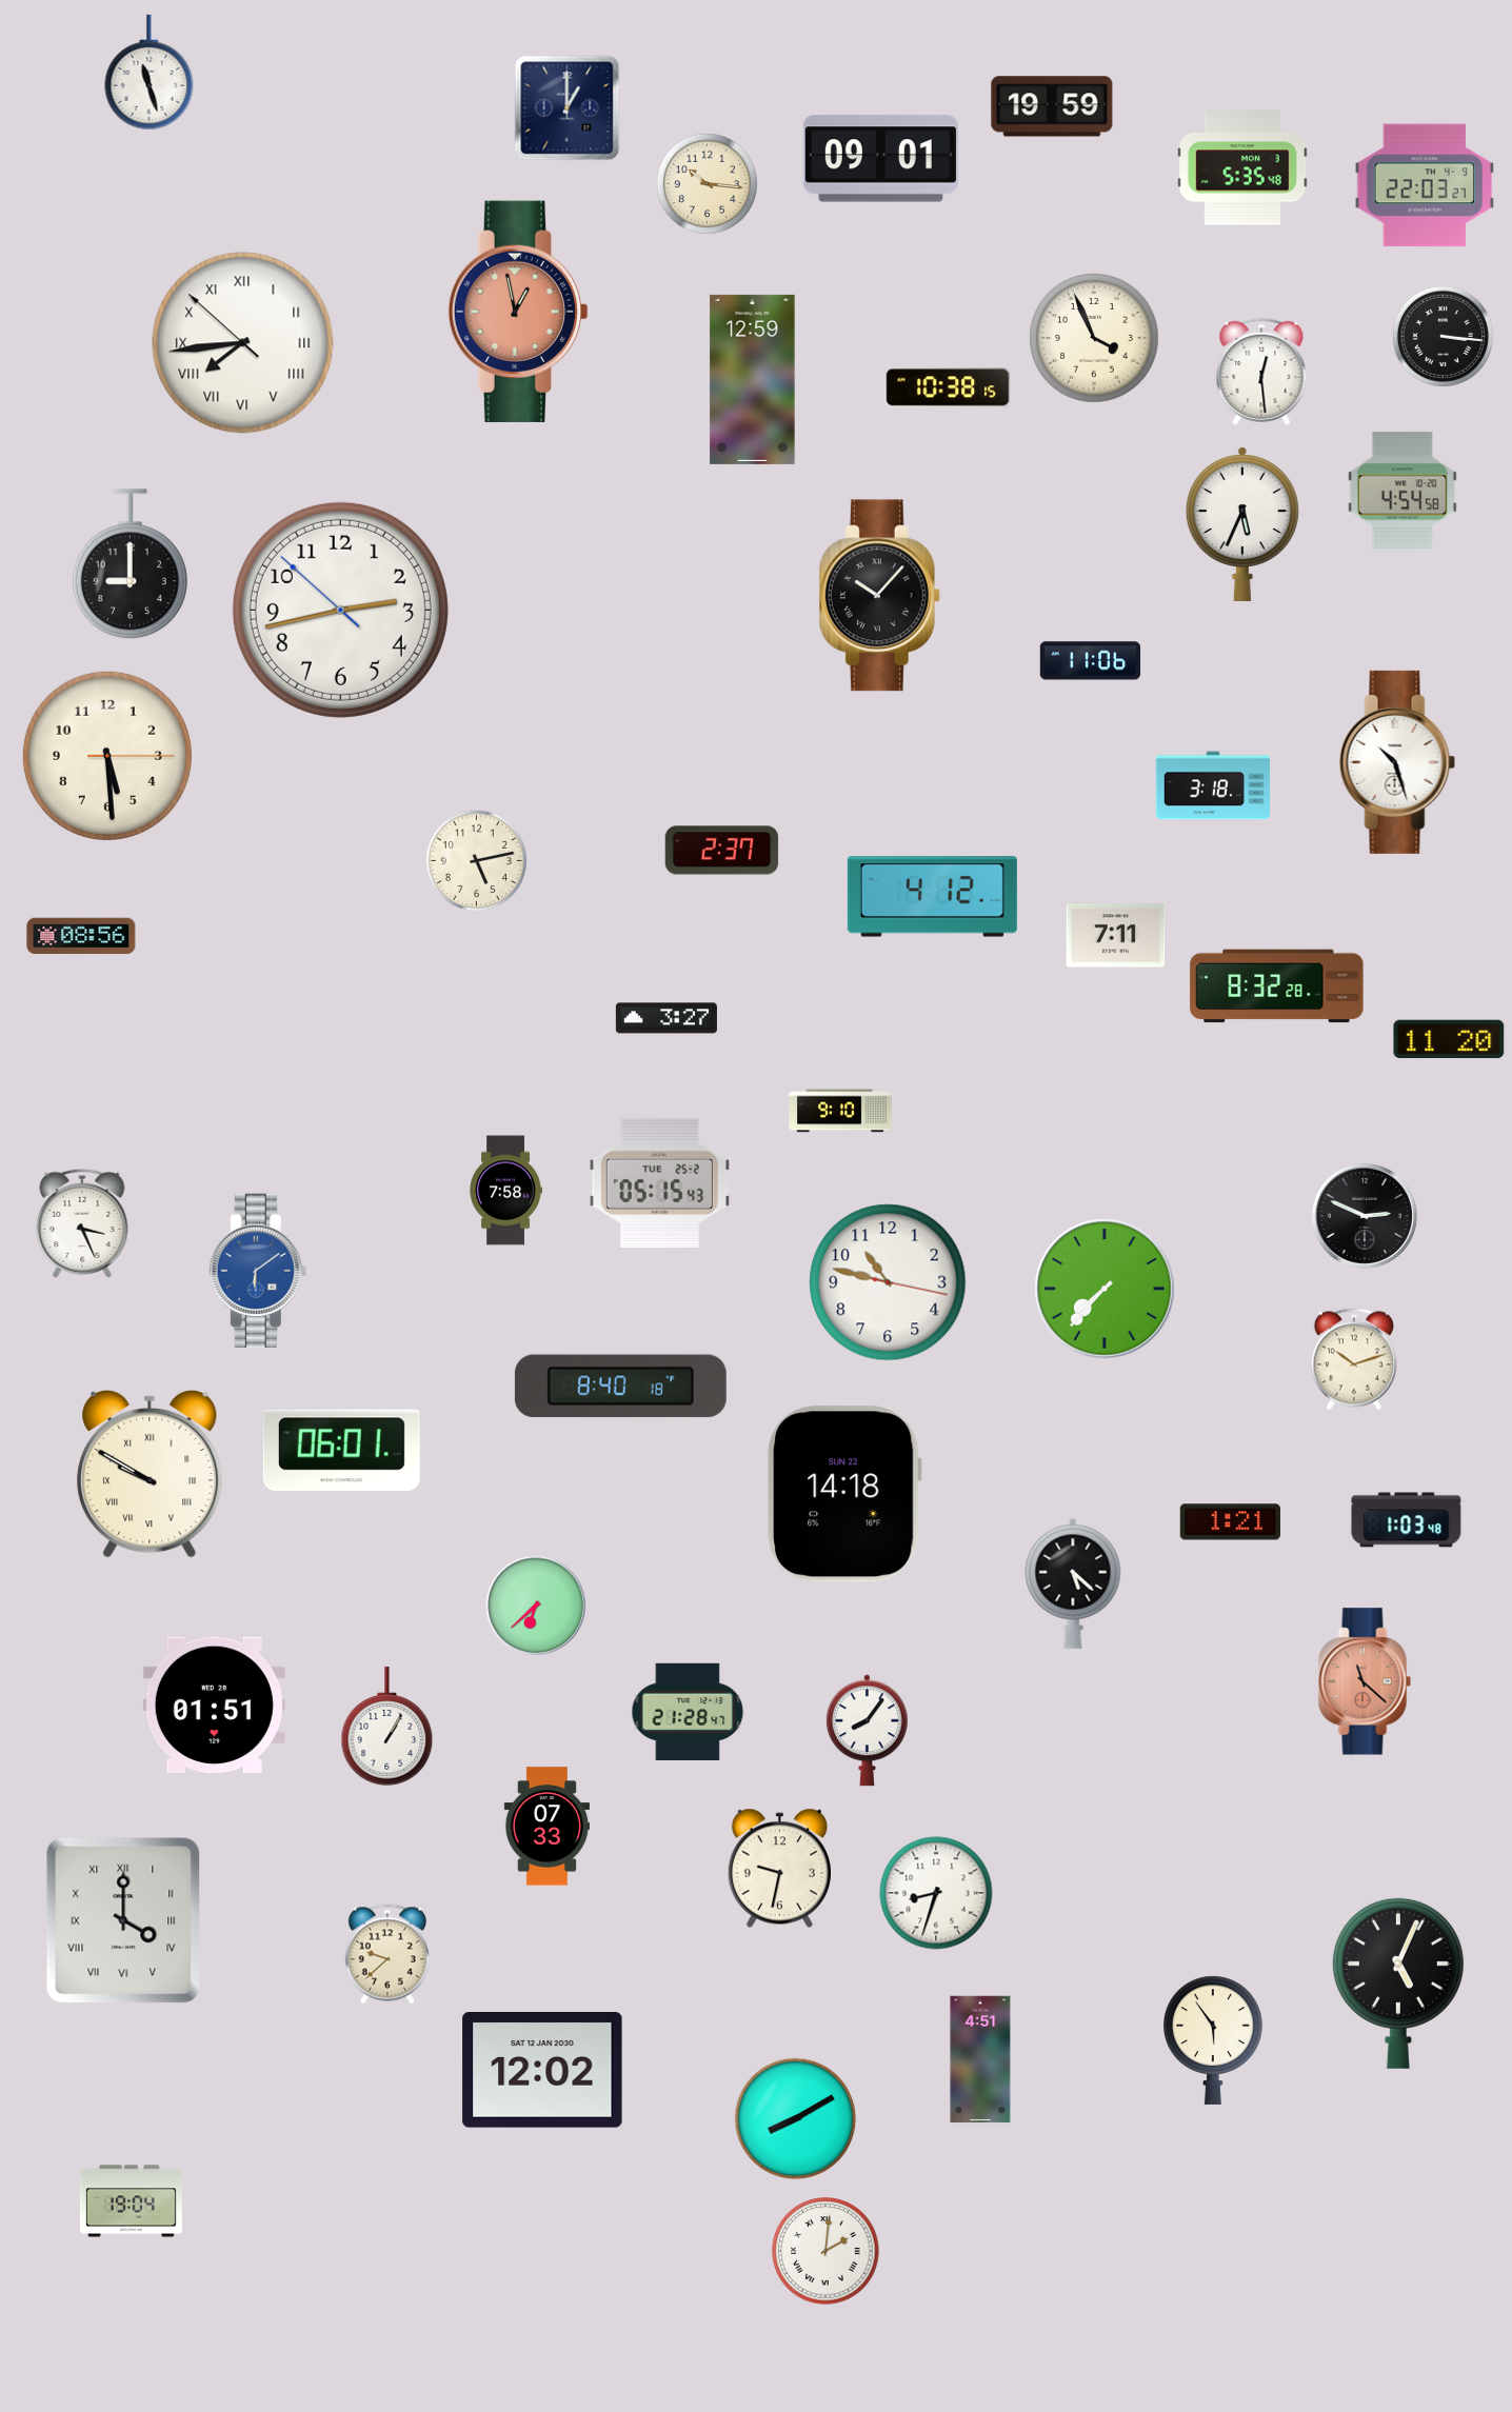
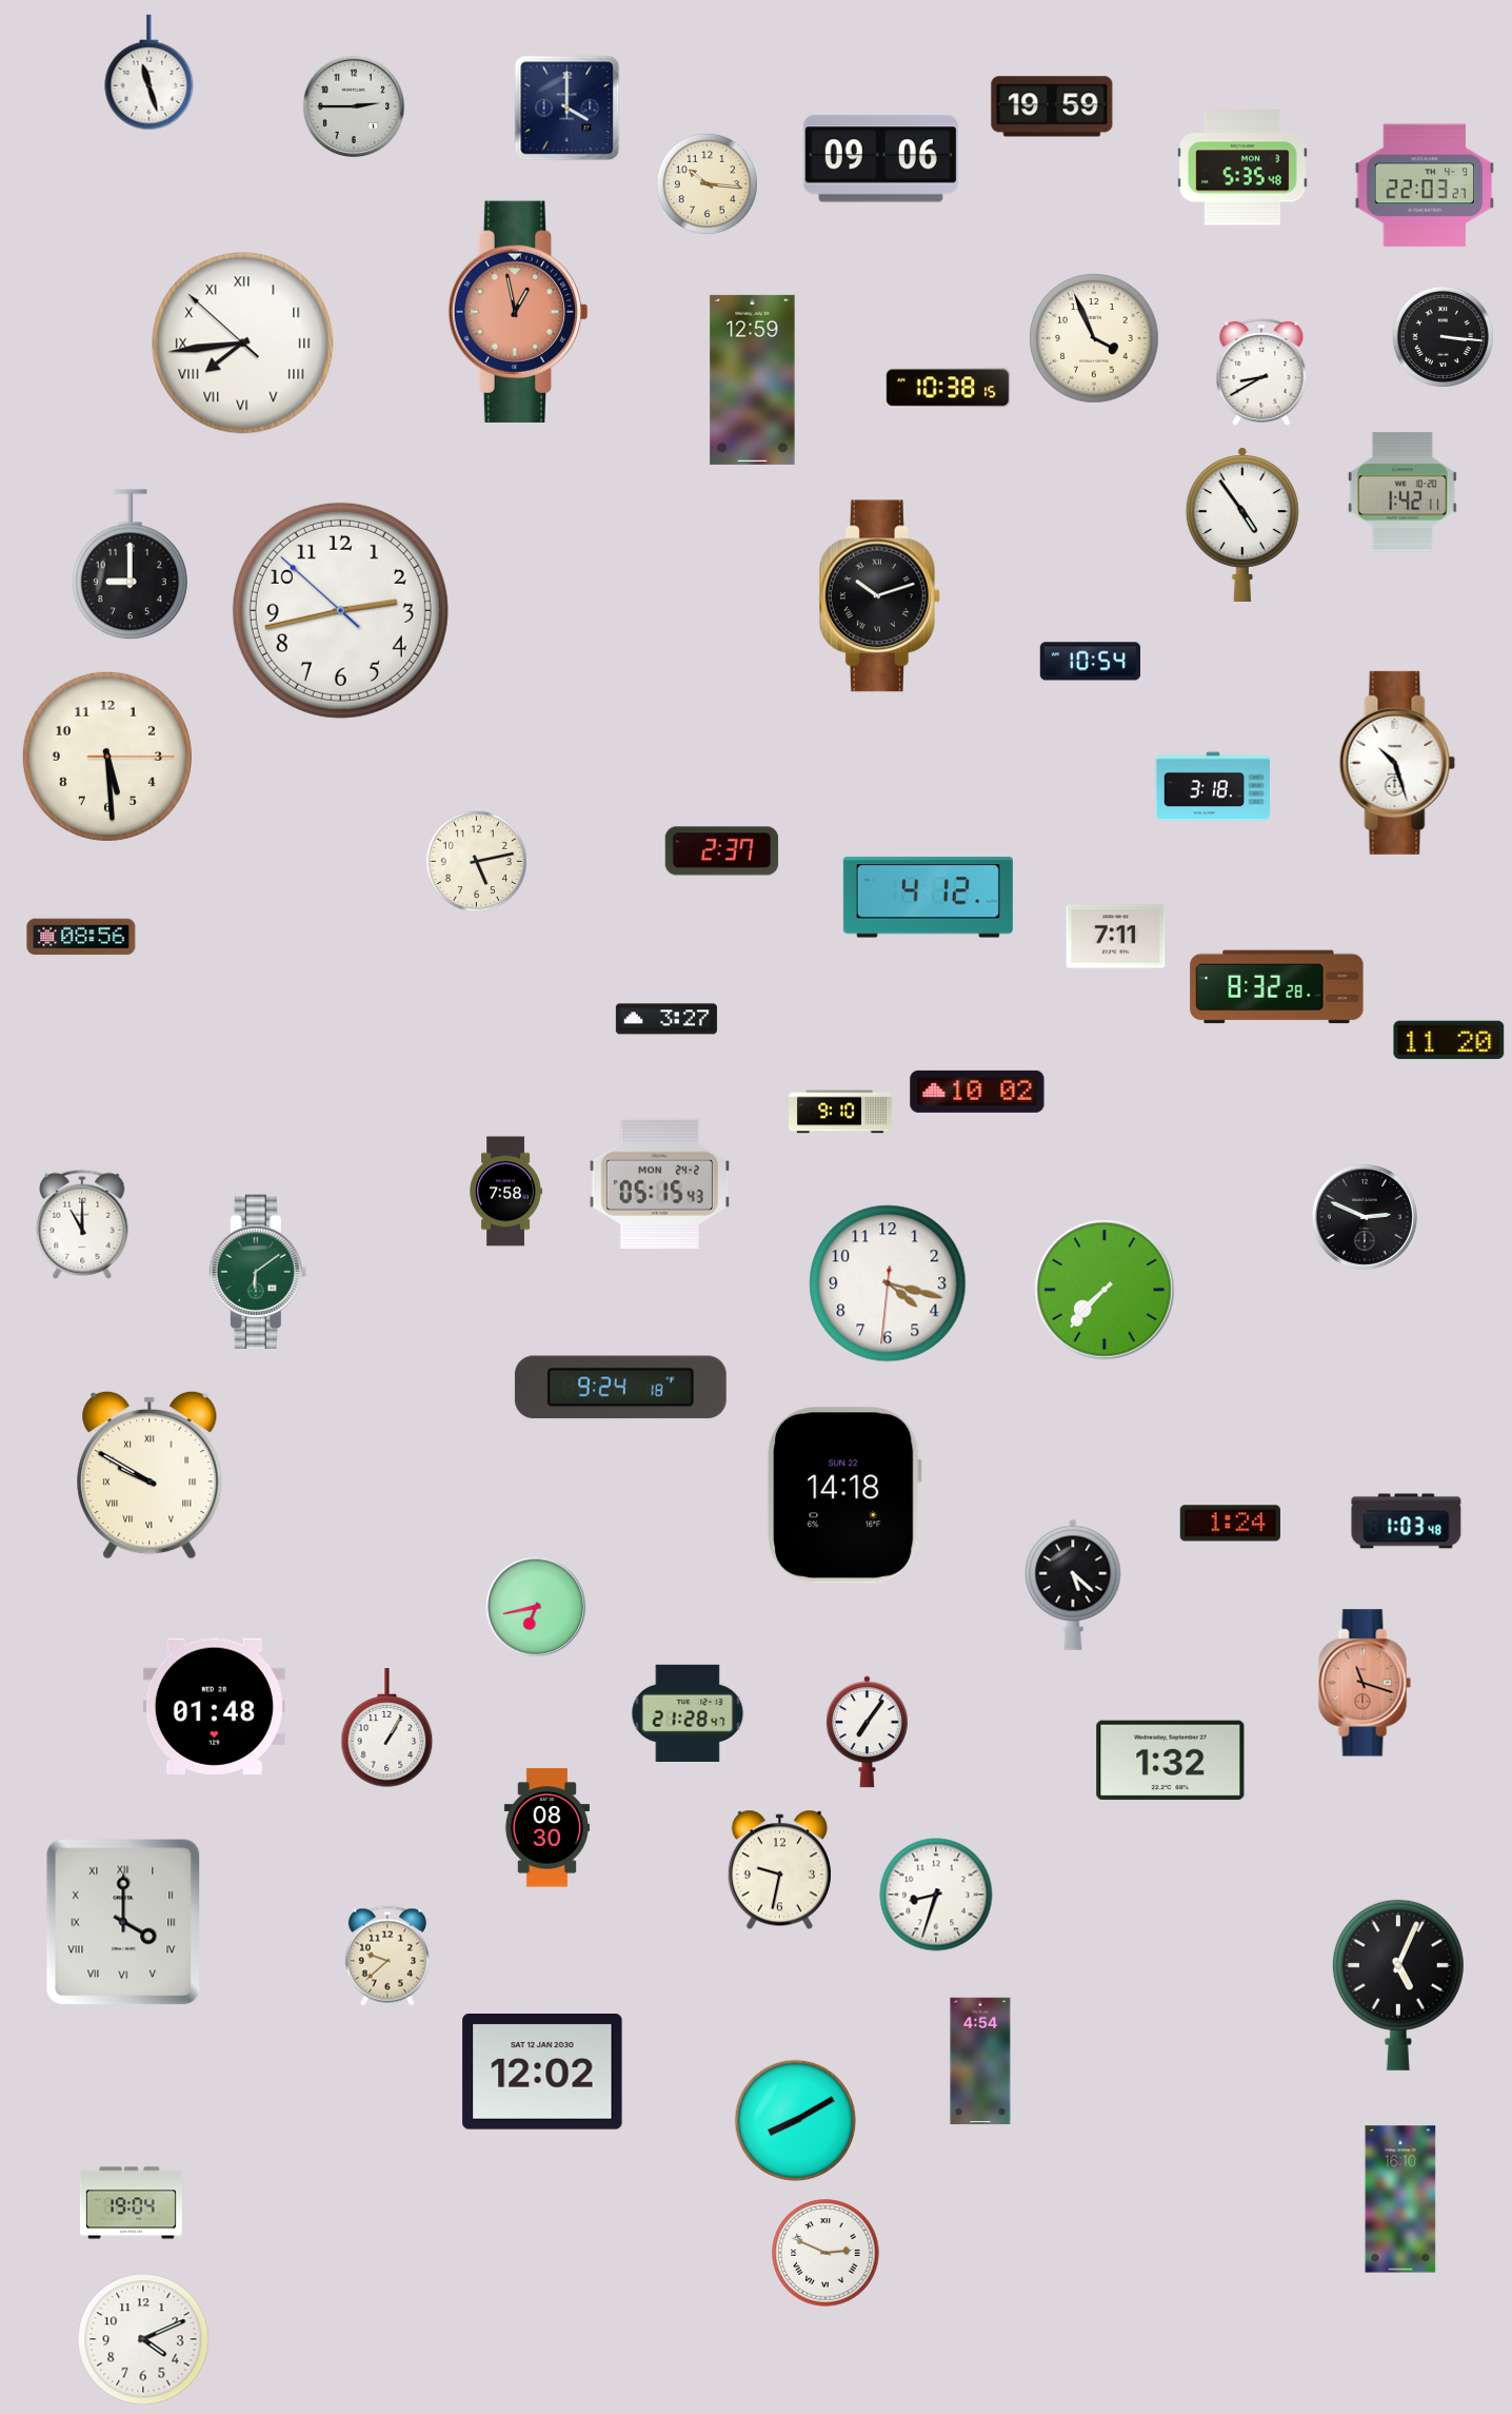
clock at (353, 105): none -> 2:45
clock at (568, 108): 1:00 -> 4:00
clock at (880, 159): 09:01 -> 09:06
clock at (1261, 372): 12:29 -> 8:40
clock at (1402, 492): 4:54 -> 1:42
clock at (1242, 523): 5:34 -> 4:54
clock at (879, 596): 10:07 -> 10:12
clock at (1090, 661): 11:06 -> 10:54
clock at (932, 897) position: (932, 897) -> (928, 898)
clock at (977, 1092): none -> 10:02
clock at (659, 1182) date: TUE 25-2 -> MON 24-2
clock at (82, 1223): 3:26 -> 11:00
clock at (258, 1270) dial: blue -> green
clock at (888, 1282): 10:47 -> 4:17
clock at (1353, 1359): 10:12 -> none
clock at (620, 1387): 8:40 -> 9:24
clock at (341, 1451): 06:01 -> none
clock at (1230, 1522): 1:21 -> 1:24
clock at (536, 1606): 6:38 -> 6:43
clock at (1365, 1681): 11:22 -> 11:18
clock at (214, 1705): 01:51 -> 01:48
clock at (867, 1731): 8:06 -> 7:06
clock at (1171, 1761): none -> 1:32
clock at (546, 1827): 07:33 -> 08:30
clock at (1214, 2040): 5:54 -> none
clock at (980, 2059): 4:51 -> 4:54
clock at (1400, 2199): none -> 16:10
clock at (825, 2251): 2:01 -> 2:49
clock at (143, 2339): none -> 4:11
